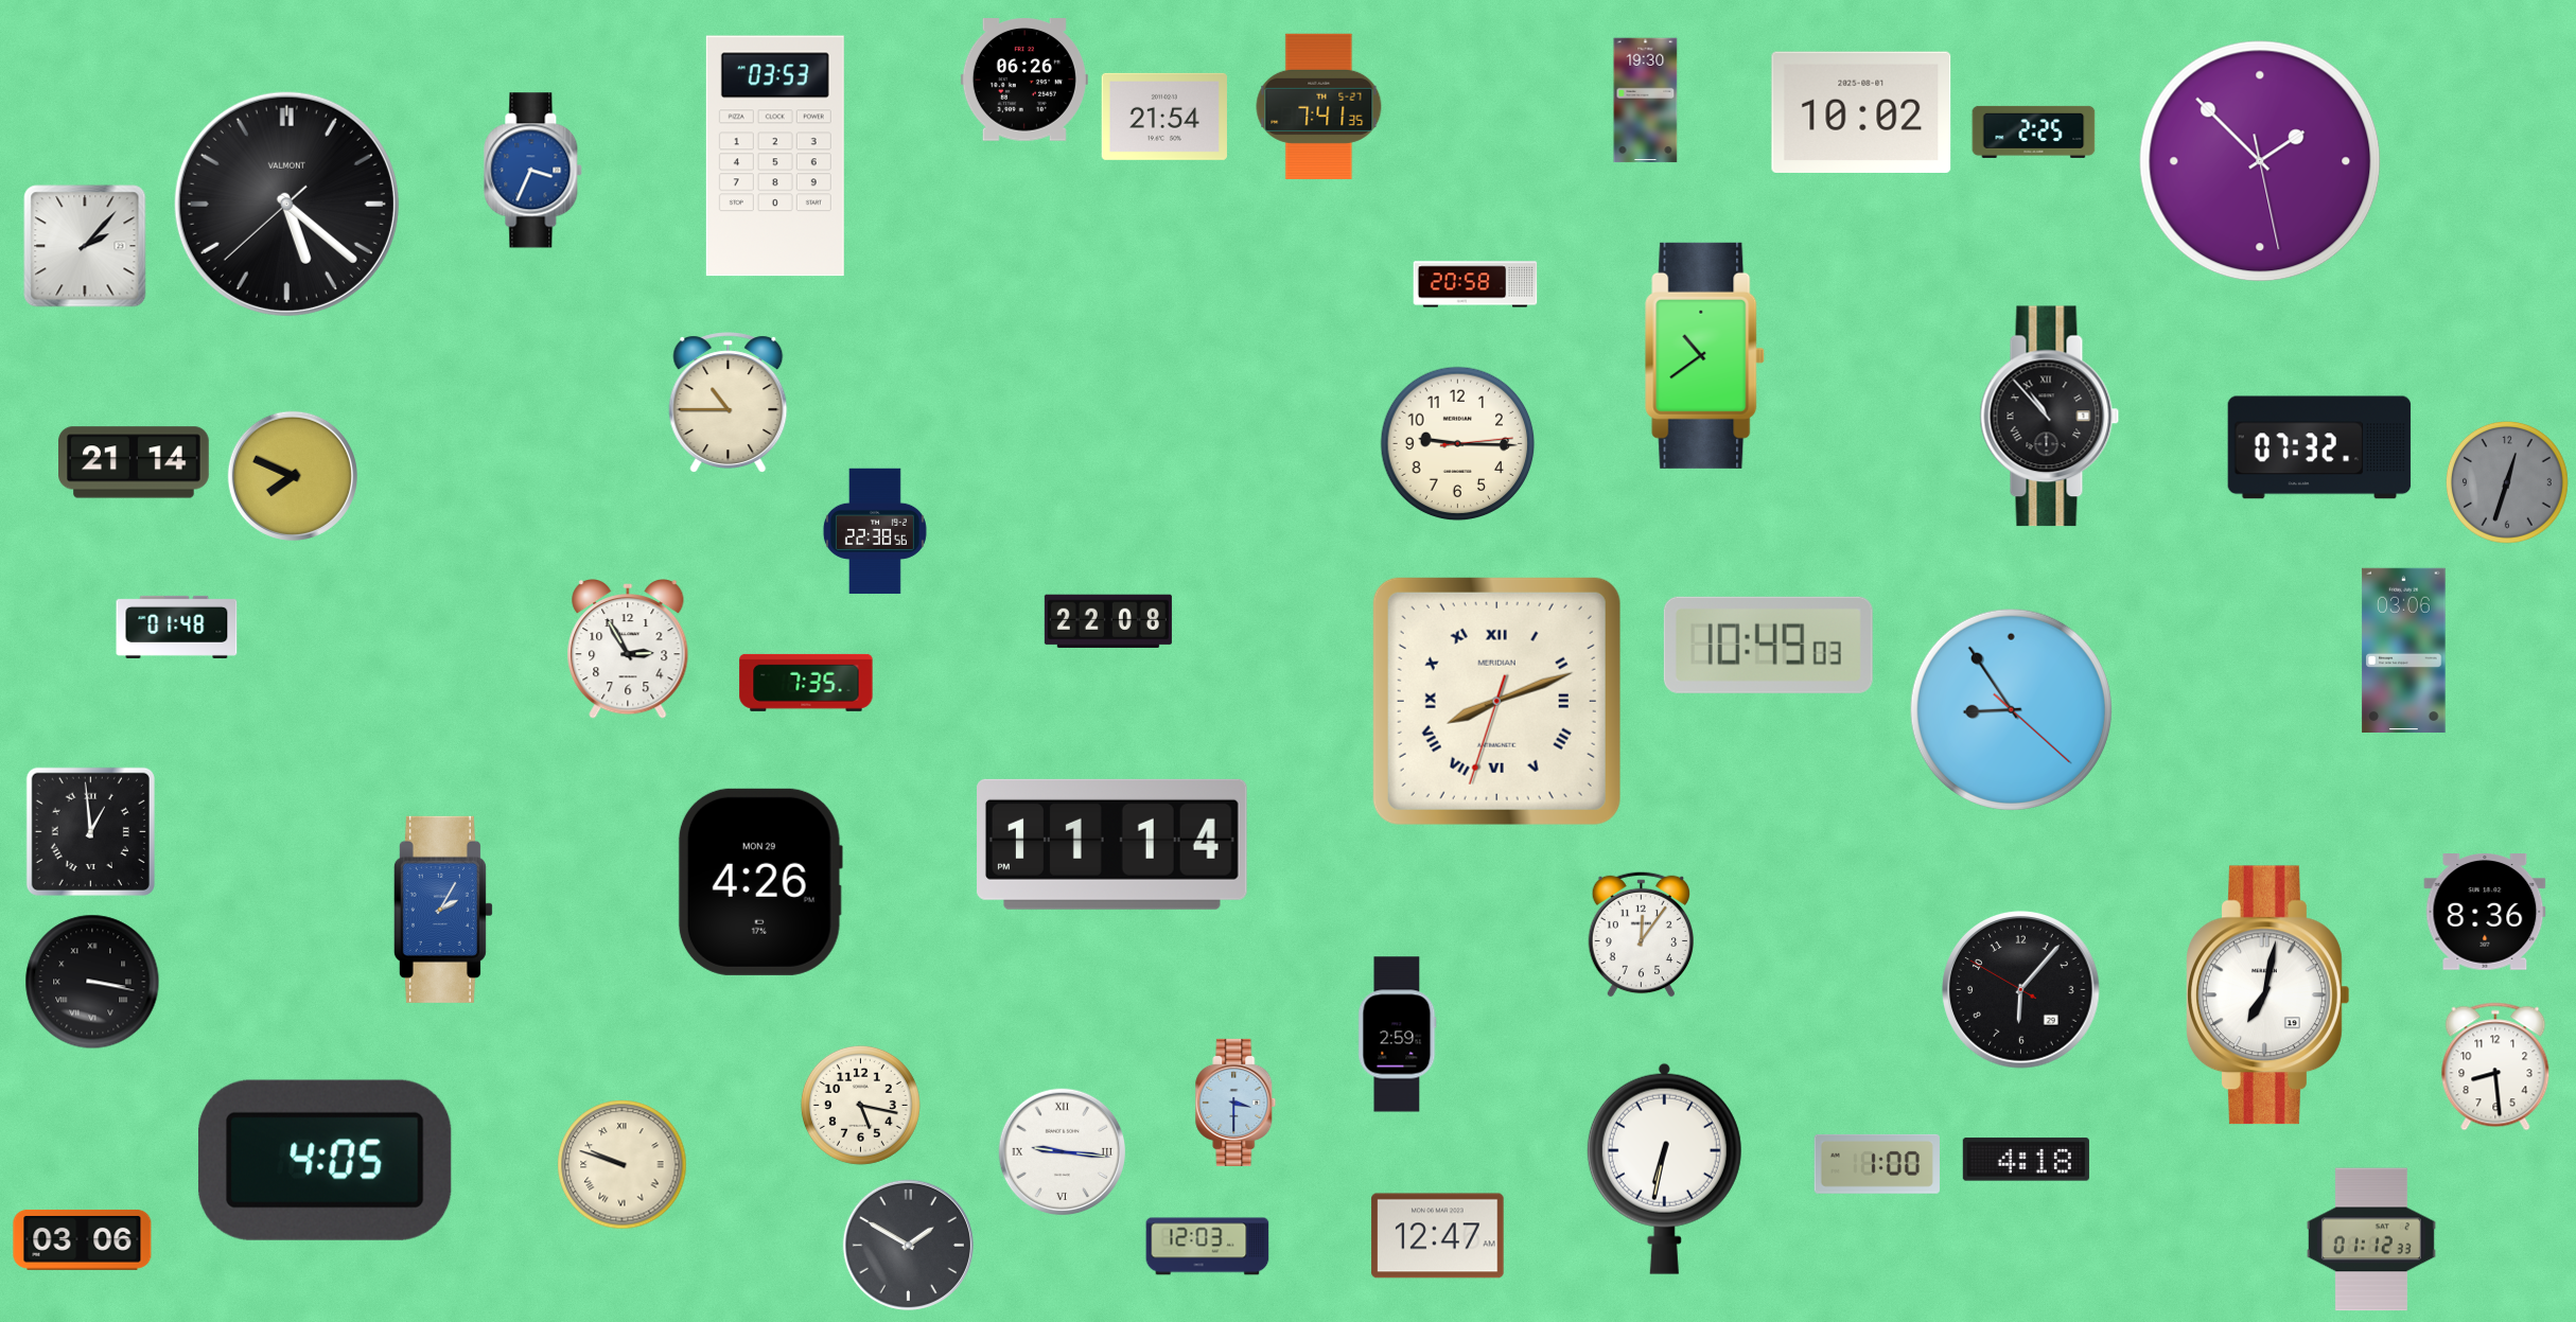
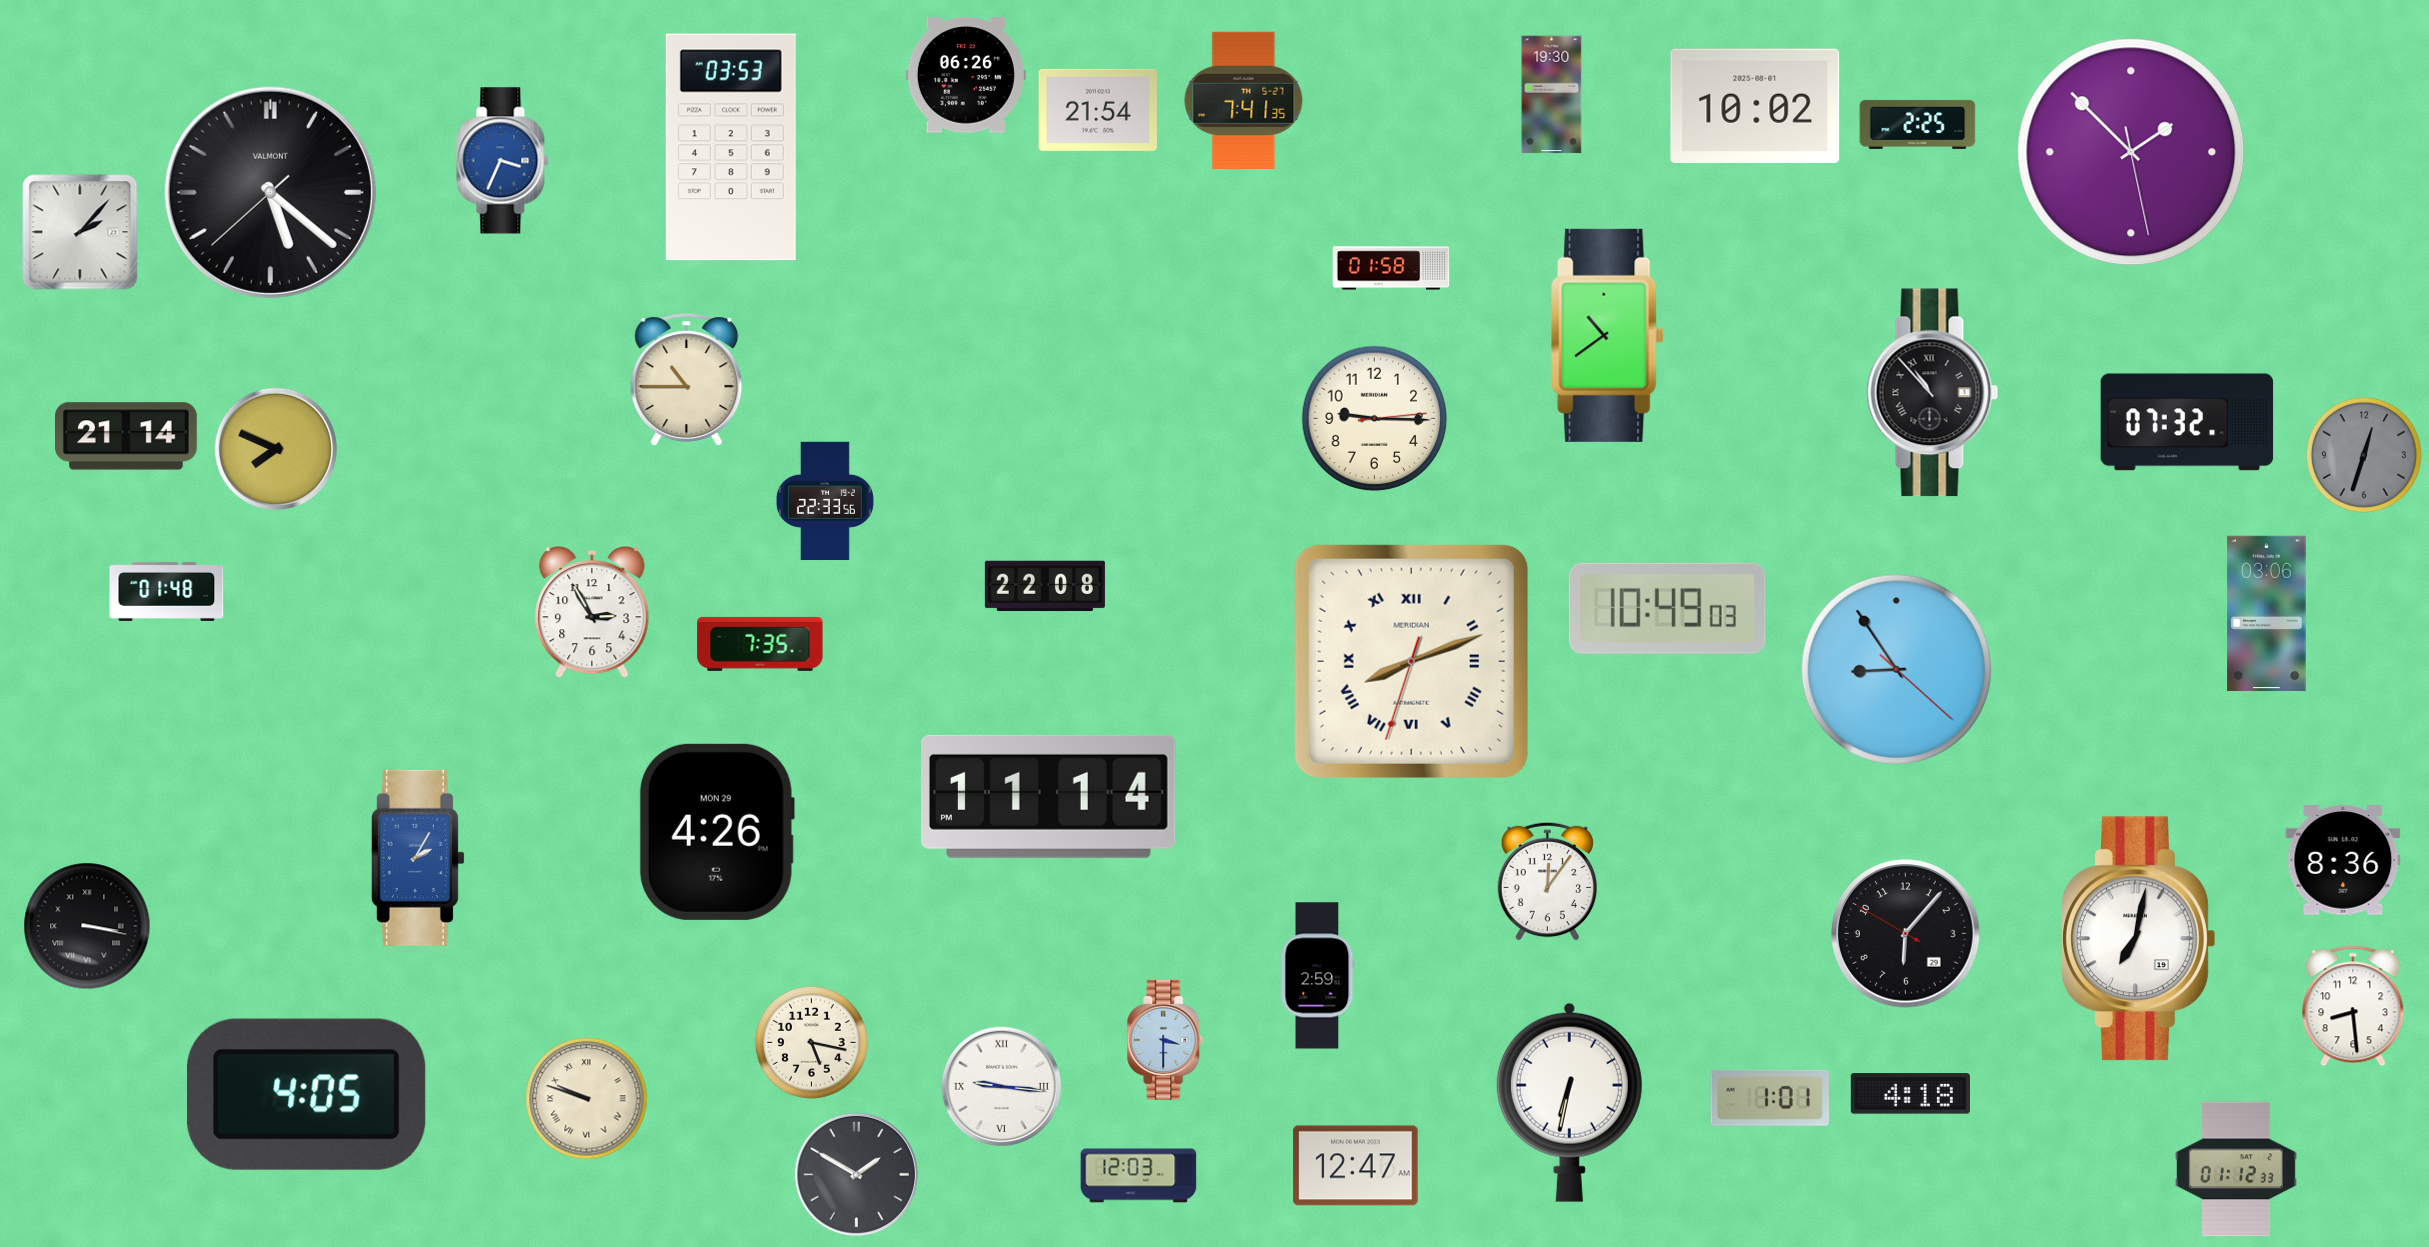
clock at (1475, 284): 20:58 -> 01:58
clock at (875, 531): 22:38 -> 22:33
clock at (90, 831): 12:59 -> none
clock at (1877, 1164): 1:00 -> 1:01
clock at (83, 1239): 03:06 -> none
